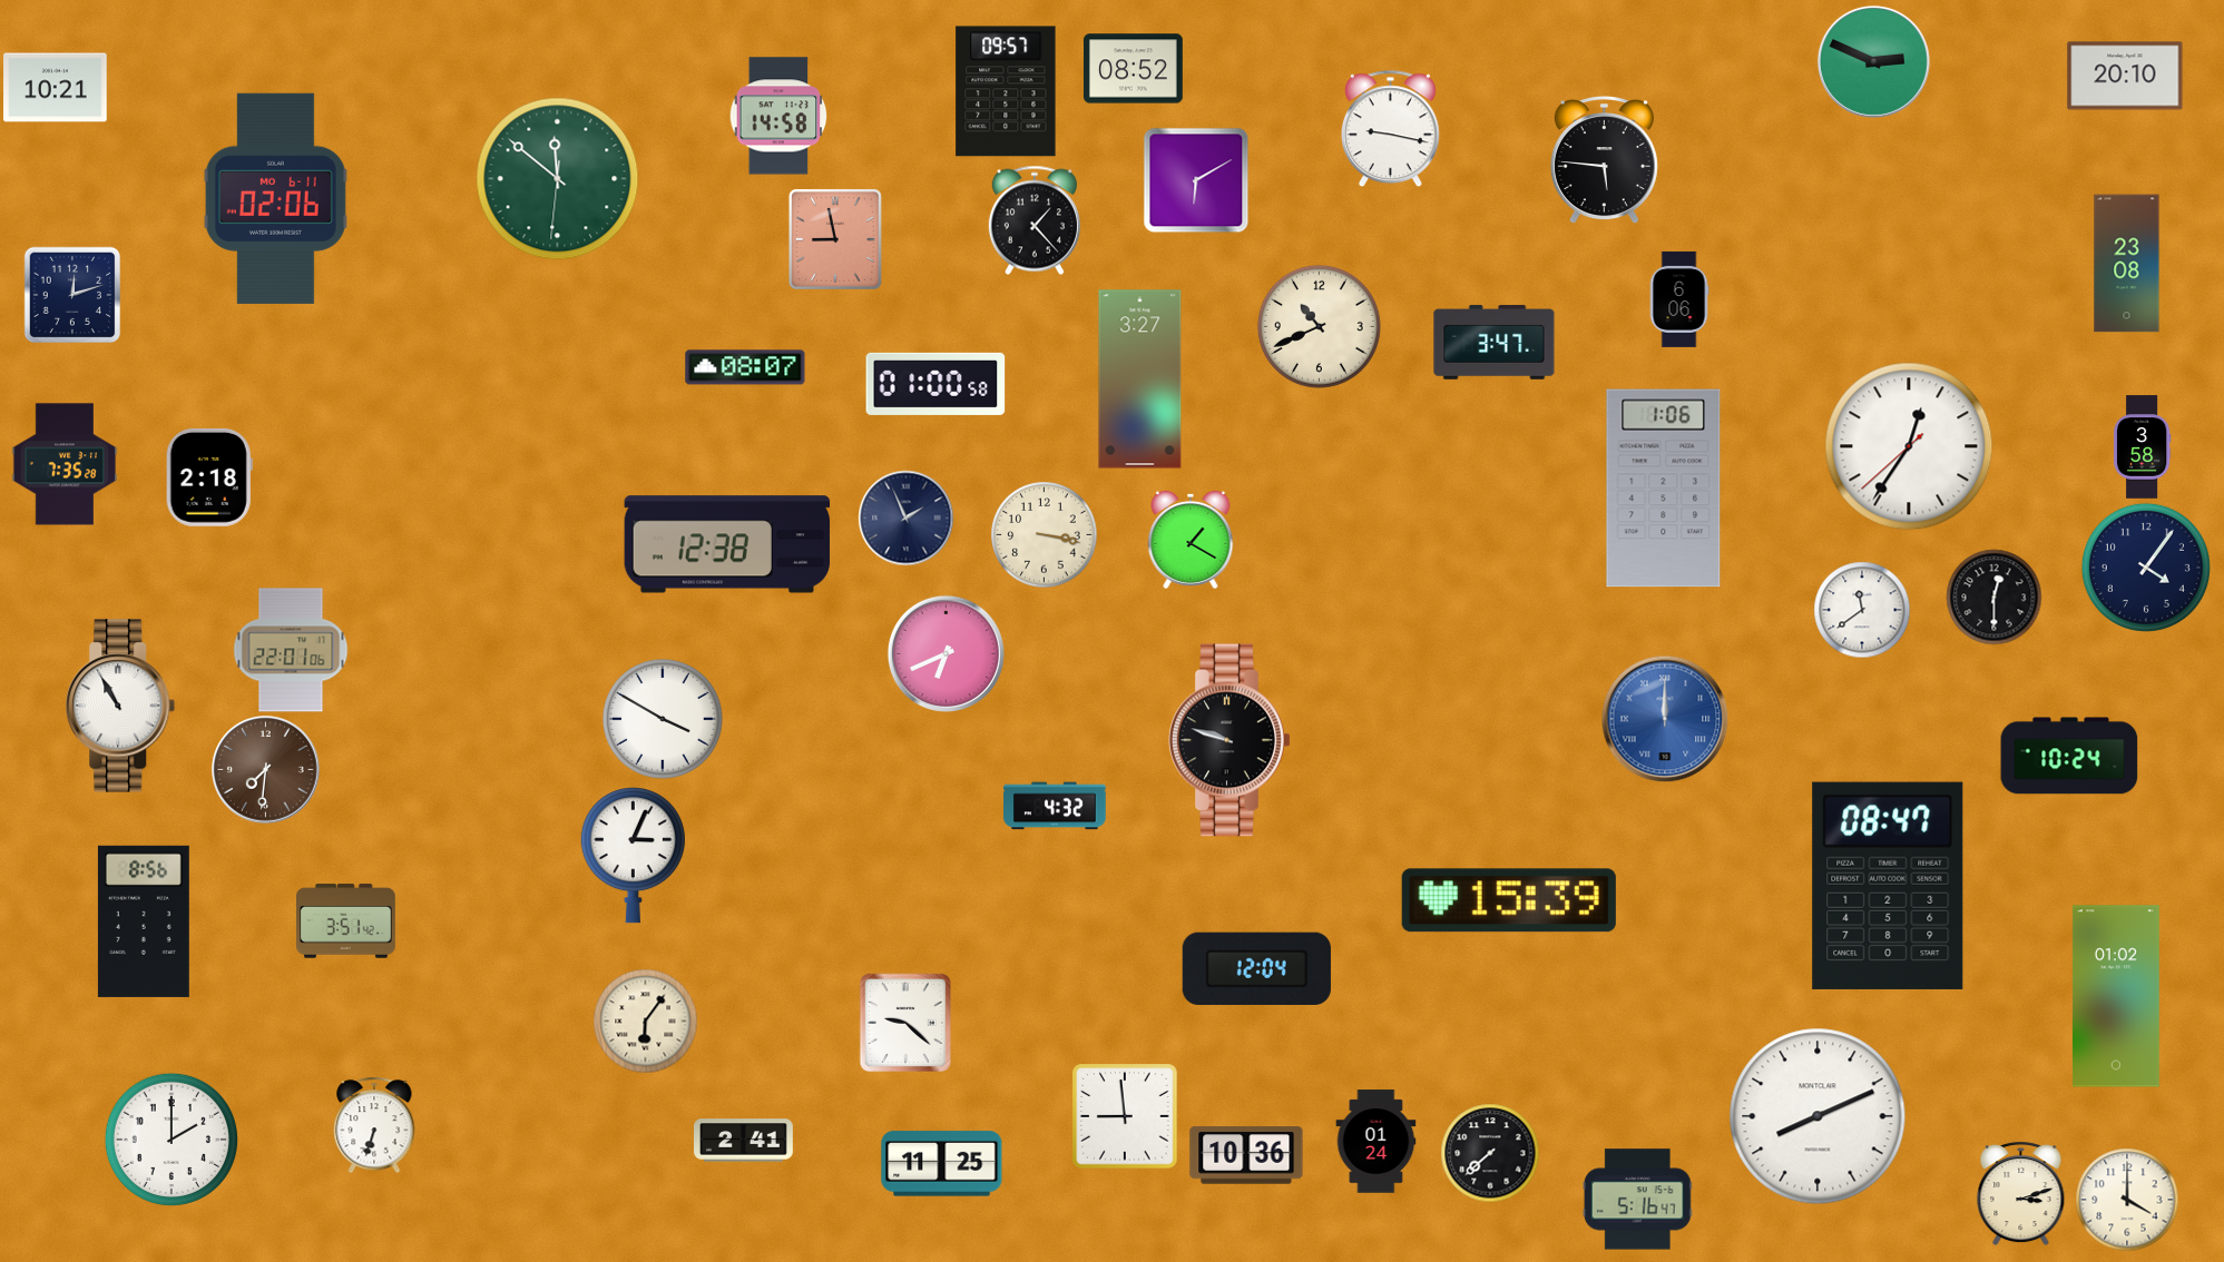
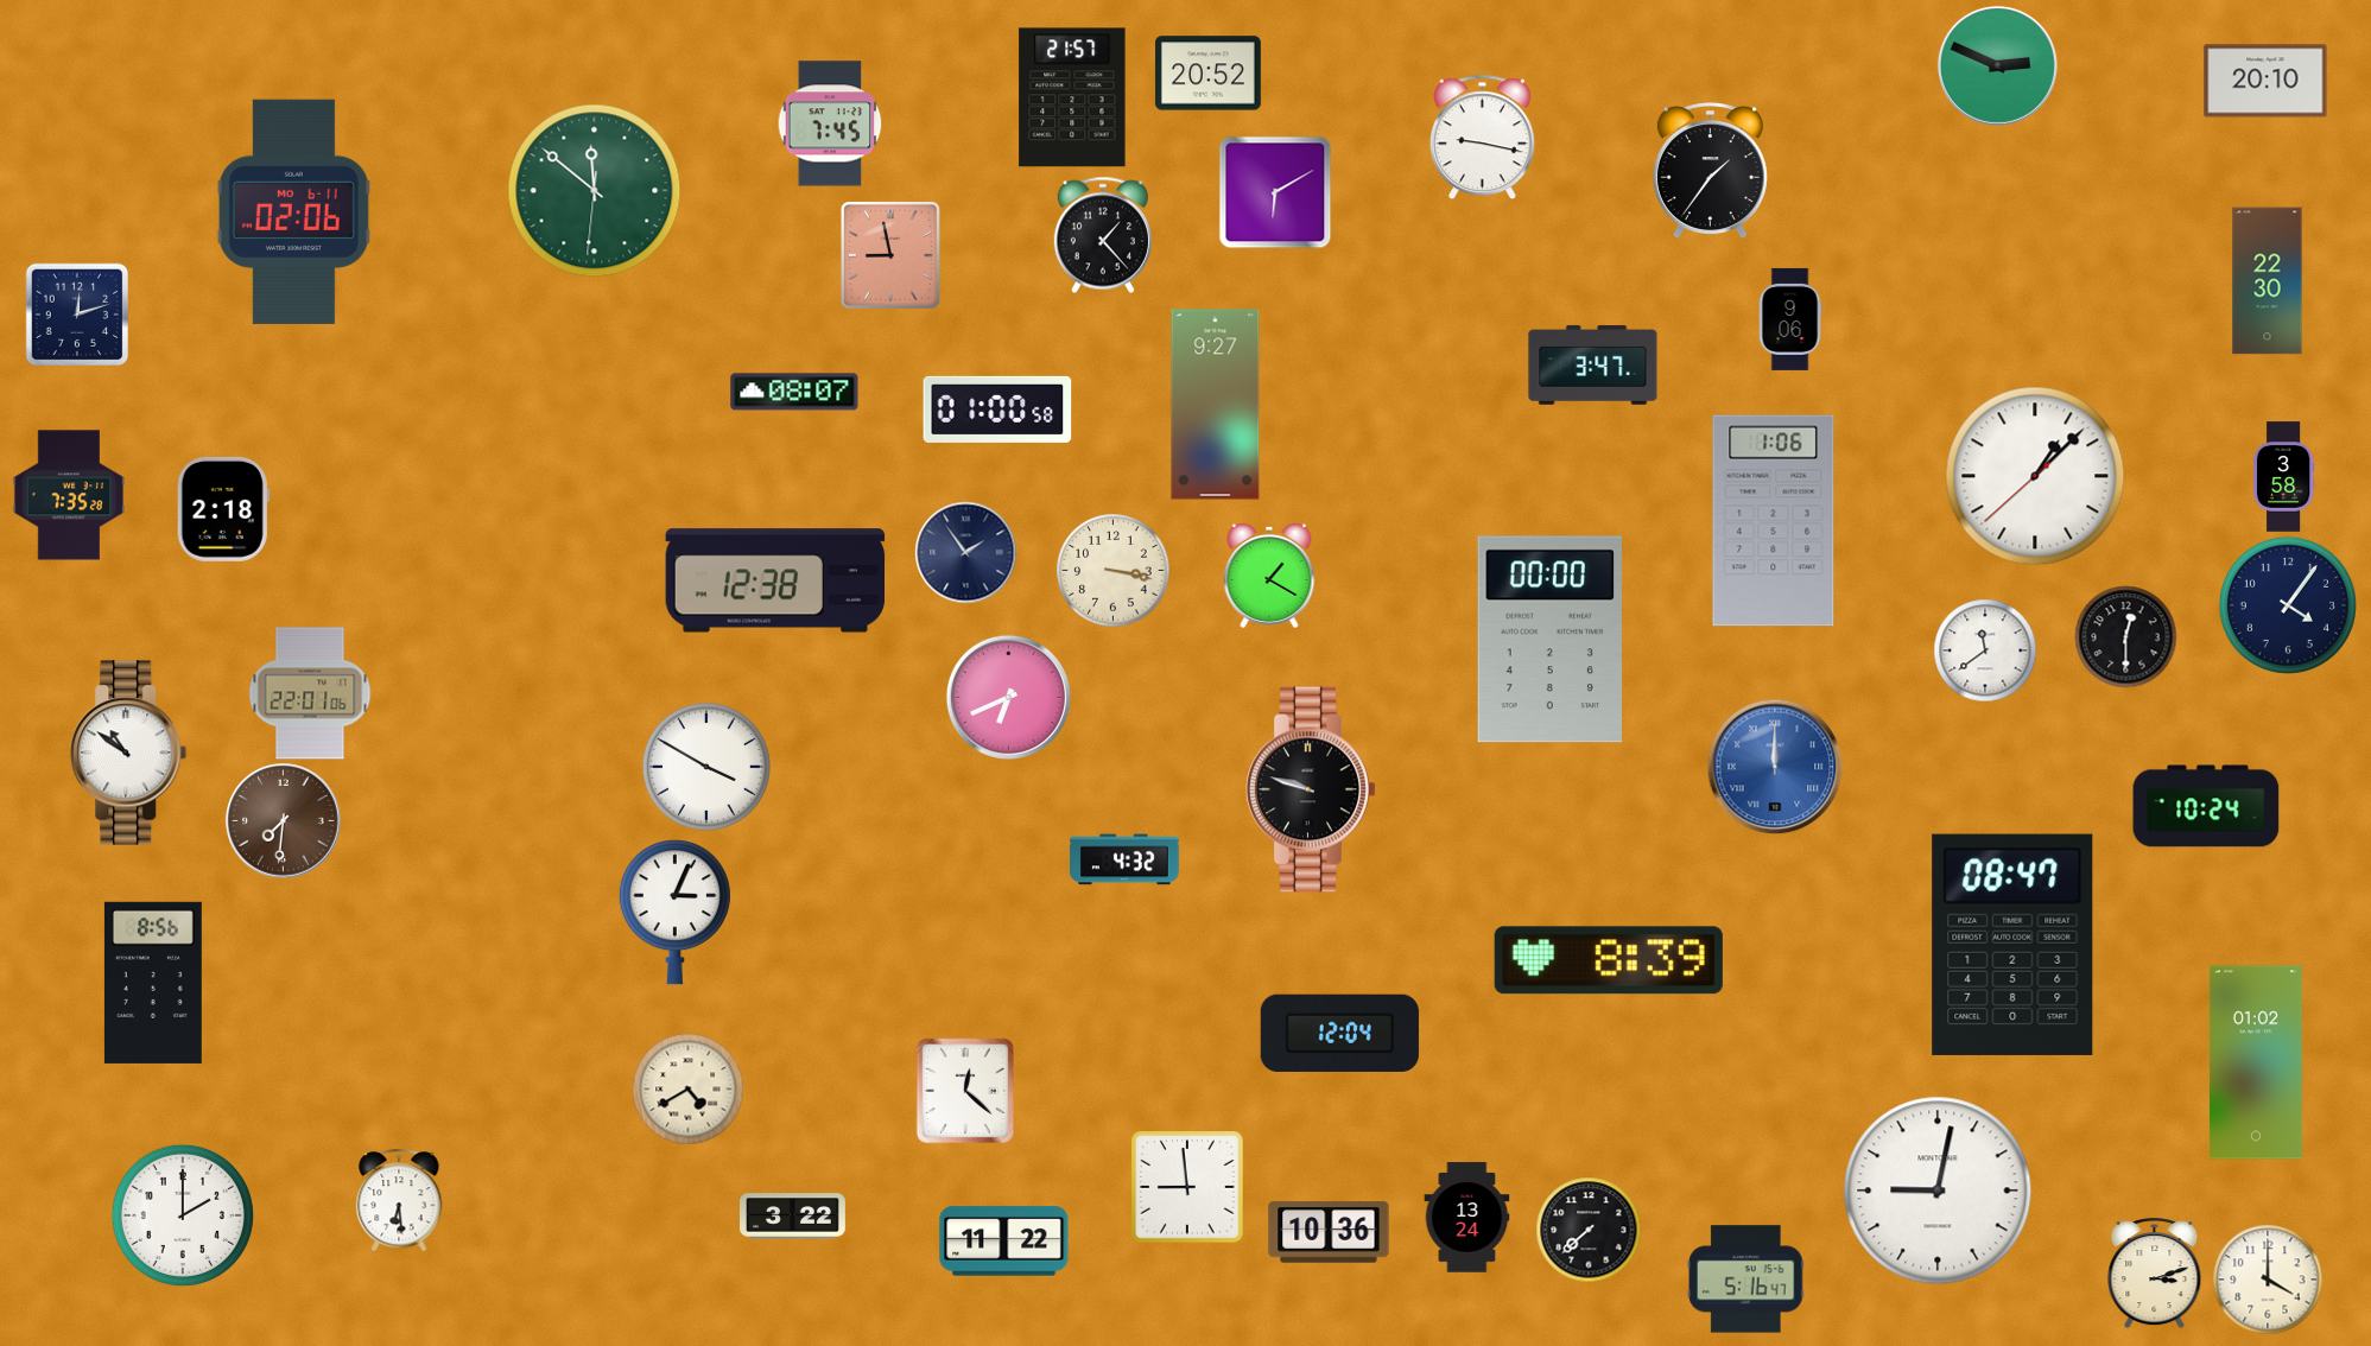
clock at (1134, 69): 08:52 -> 20:52
clock at (56, 88): 10:21 -> none
clock at (1006, 91): 09:57 -> 21:57
clock at (778, 116): 14:58 -> 7:45
clock at (1604, 159): 5:46 -> 1:36
clock at (2127, 264): 23:08 -> 22:30
clock at (1679, 299): 6:06 -> 9:06
clock at (1319, 326): 10:41 -> none
clock at (1140, 379): 3:27 -> 9:27
clock at (1909, 446): 12:35 -> 1:07
clock at (905, 517): 1:56 -> 1:54
clock at (1549, 640): none -> 00:00
clock at (120, 706): 10:55 -> 10:51
clock at (1509, 900): 15:39 -> 8:39
clock at (346, 921): 3:51 -> none
clock at (645, 1021): 6:06 -> 4:40
clock at (904, 1022): 9:22 -> 12:22
clock at (1125, 1116) position: (1125, 1116) -> (1187, 1187)
clock at (1818, 1116): 8:11 -> 9:02
clock at (374, 1125): 6:33 -> 6:29
clock at (744, 1141): 2:41 -> 3:22
clock at (1376, 1142): 01:24 -> 13:24
clock at (942, 1164): 11:25 -> 11:22
